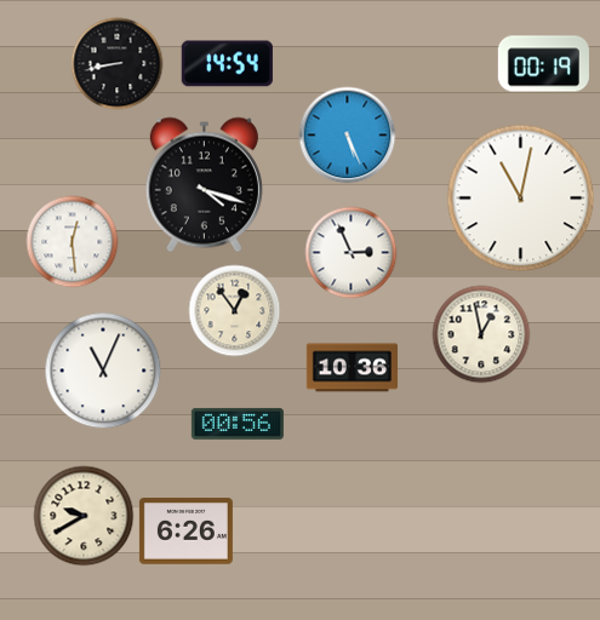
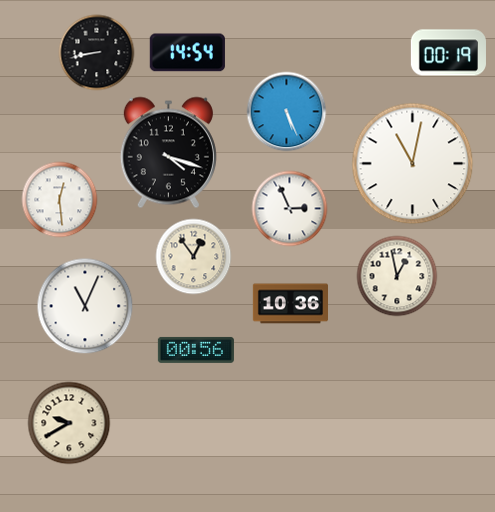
clock at (521, 199) position: (521, 199) -> (413, 164)
clock at (84, 516) position: (84, 516) -> (69, 423)
clock at (185, 532): 6:26 -> none
